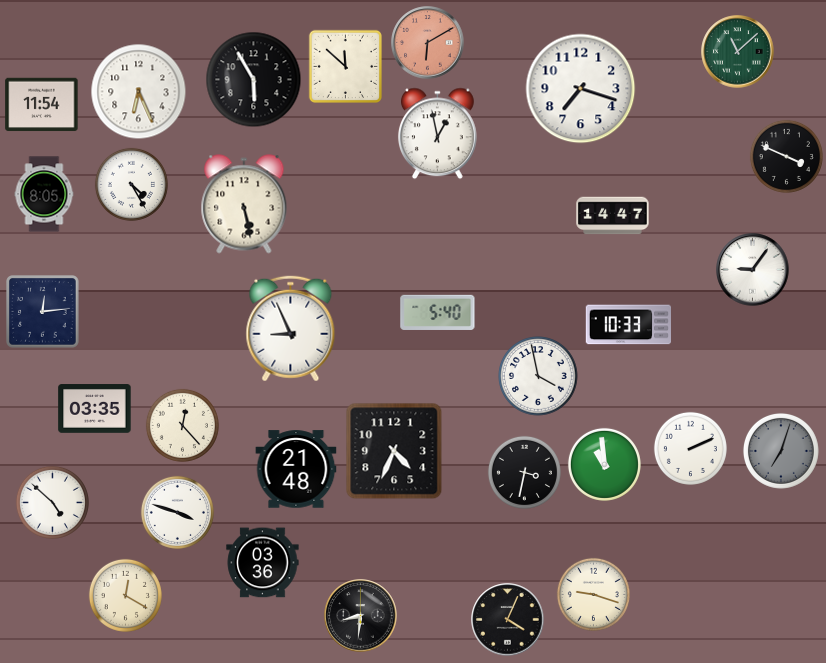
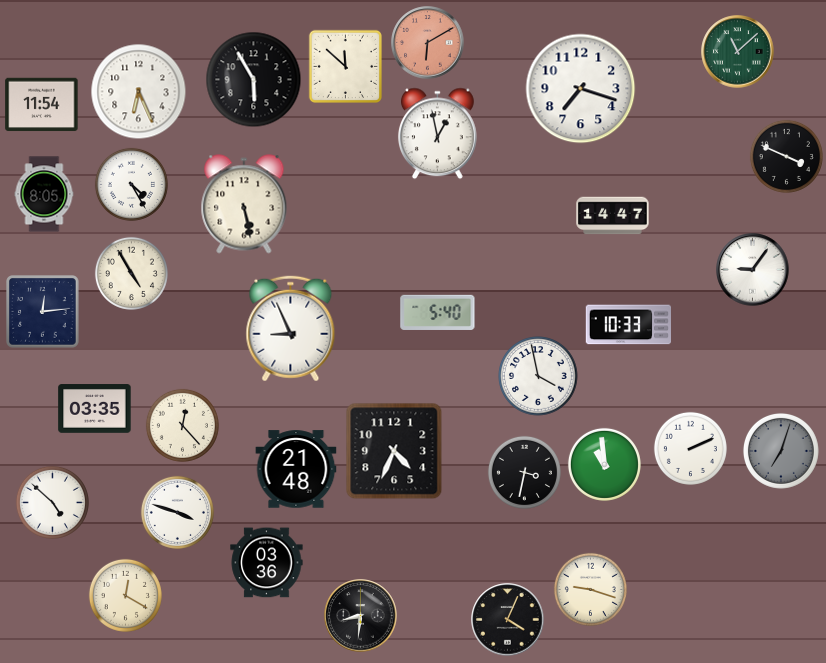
clock at (131, 273): none -> 4:55
clock at (263, 563) position: (263, 563) -> (267, 563)
clock at (593, 594) position: (593, 594) -> (590, 589)
